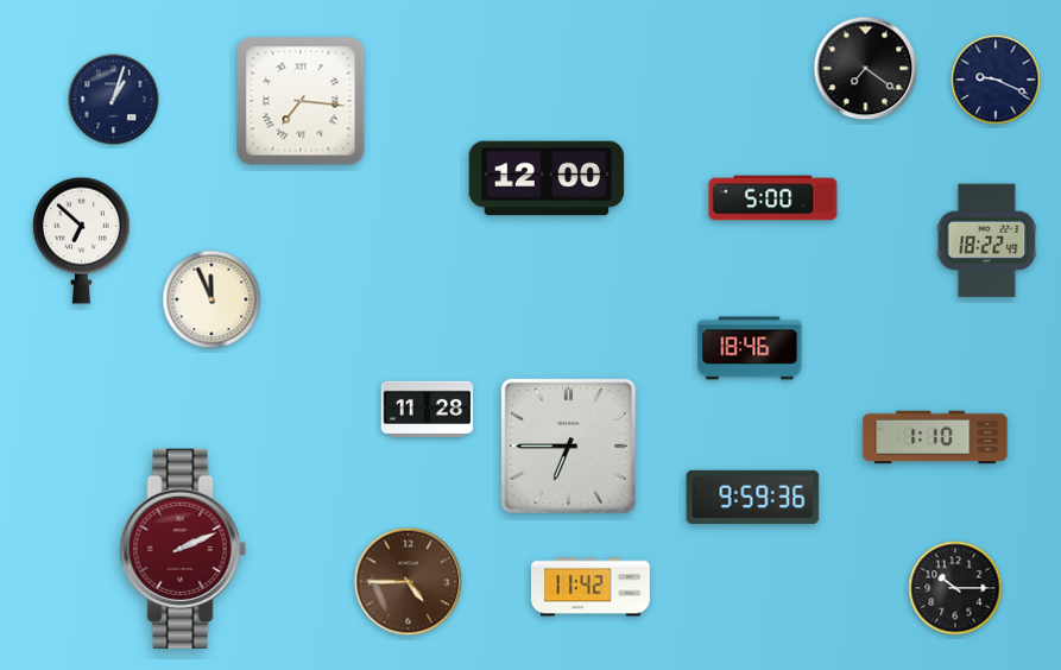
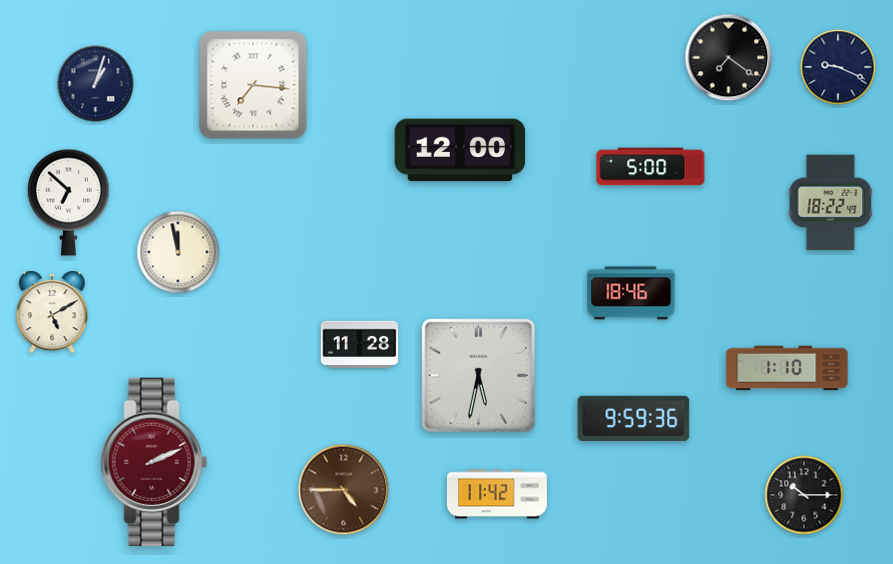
clock at (211, 299): 11:56 -> 11:58
clock at (52, 312): none -> 5:10
clock at (568, 445): 6:45 -> 5:32
